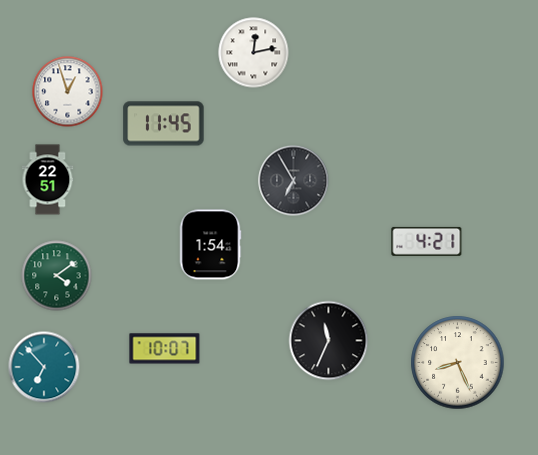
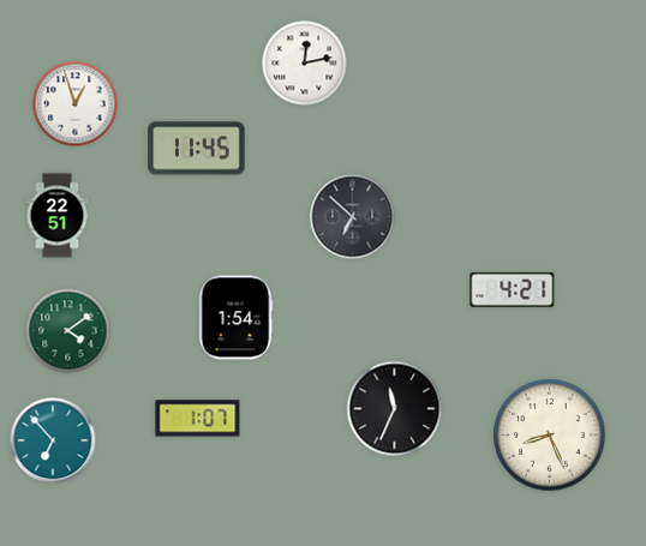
clock at (68, 92) position: (68, 92) -> (76, 104)
clock at (294, 181): 6:55 -> 6:52
clock at (210, 245) position: (210, 245) -> (235, 318)
clock at (165, 349): 10:07 -> 1:07
